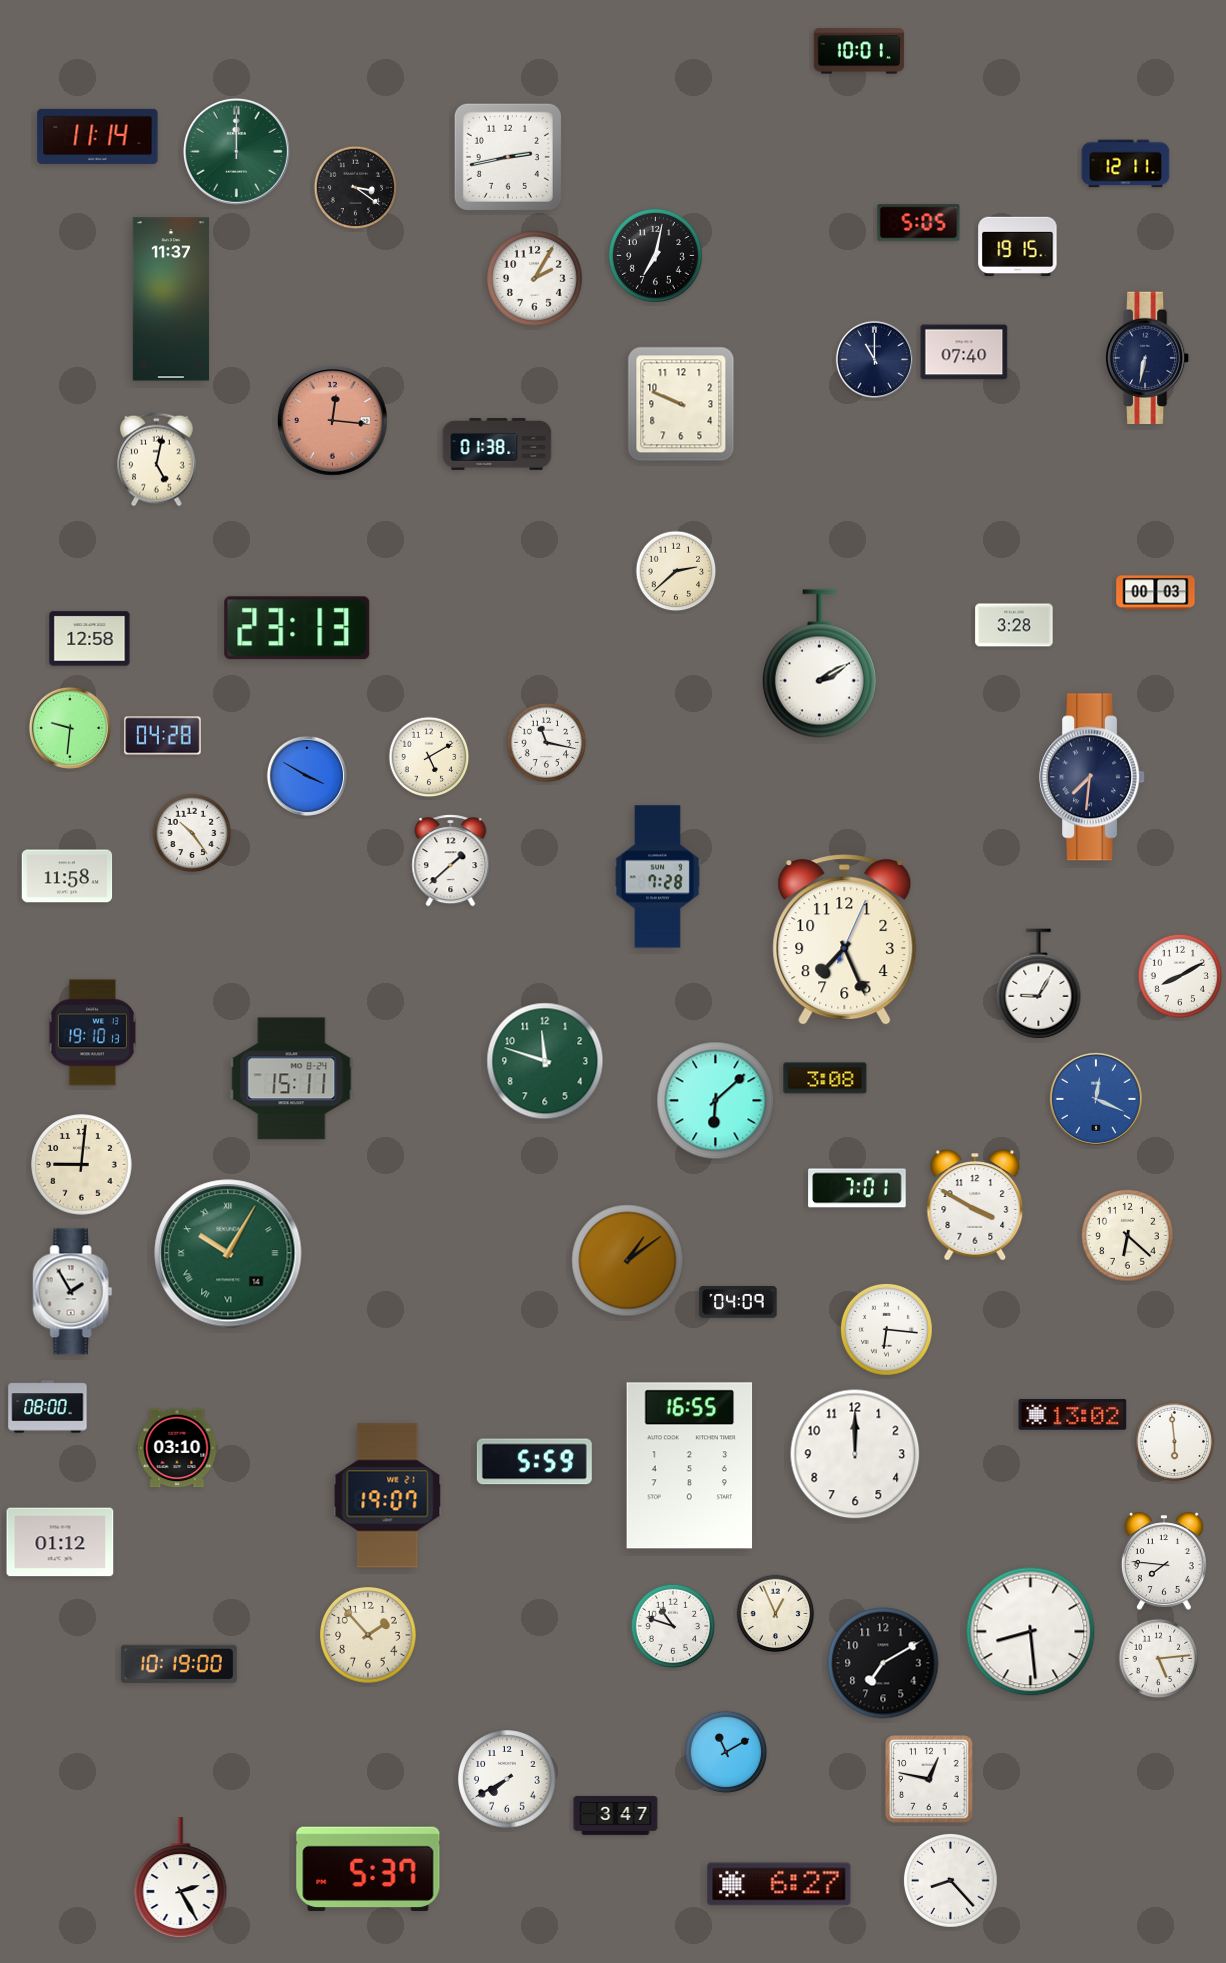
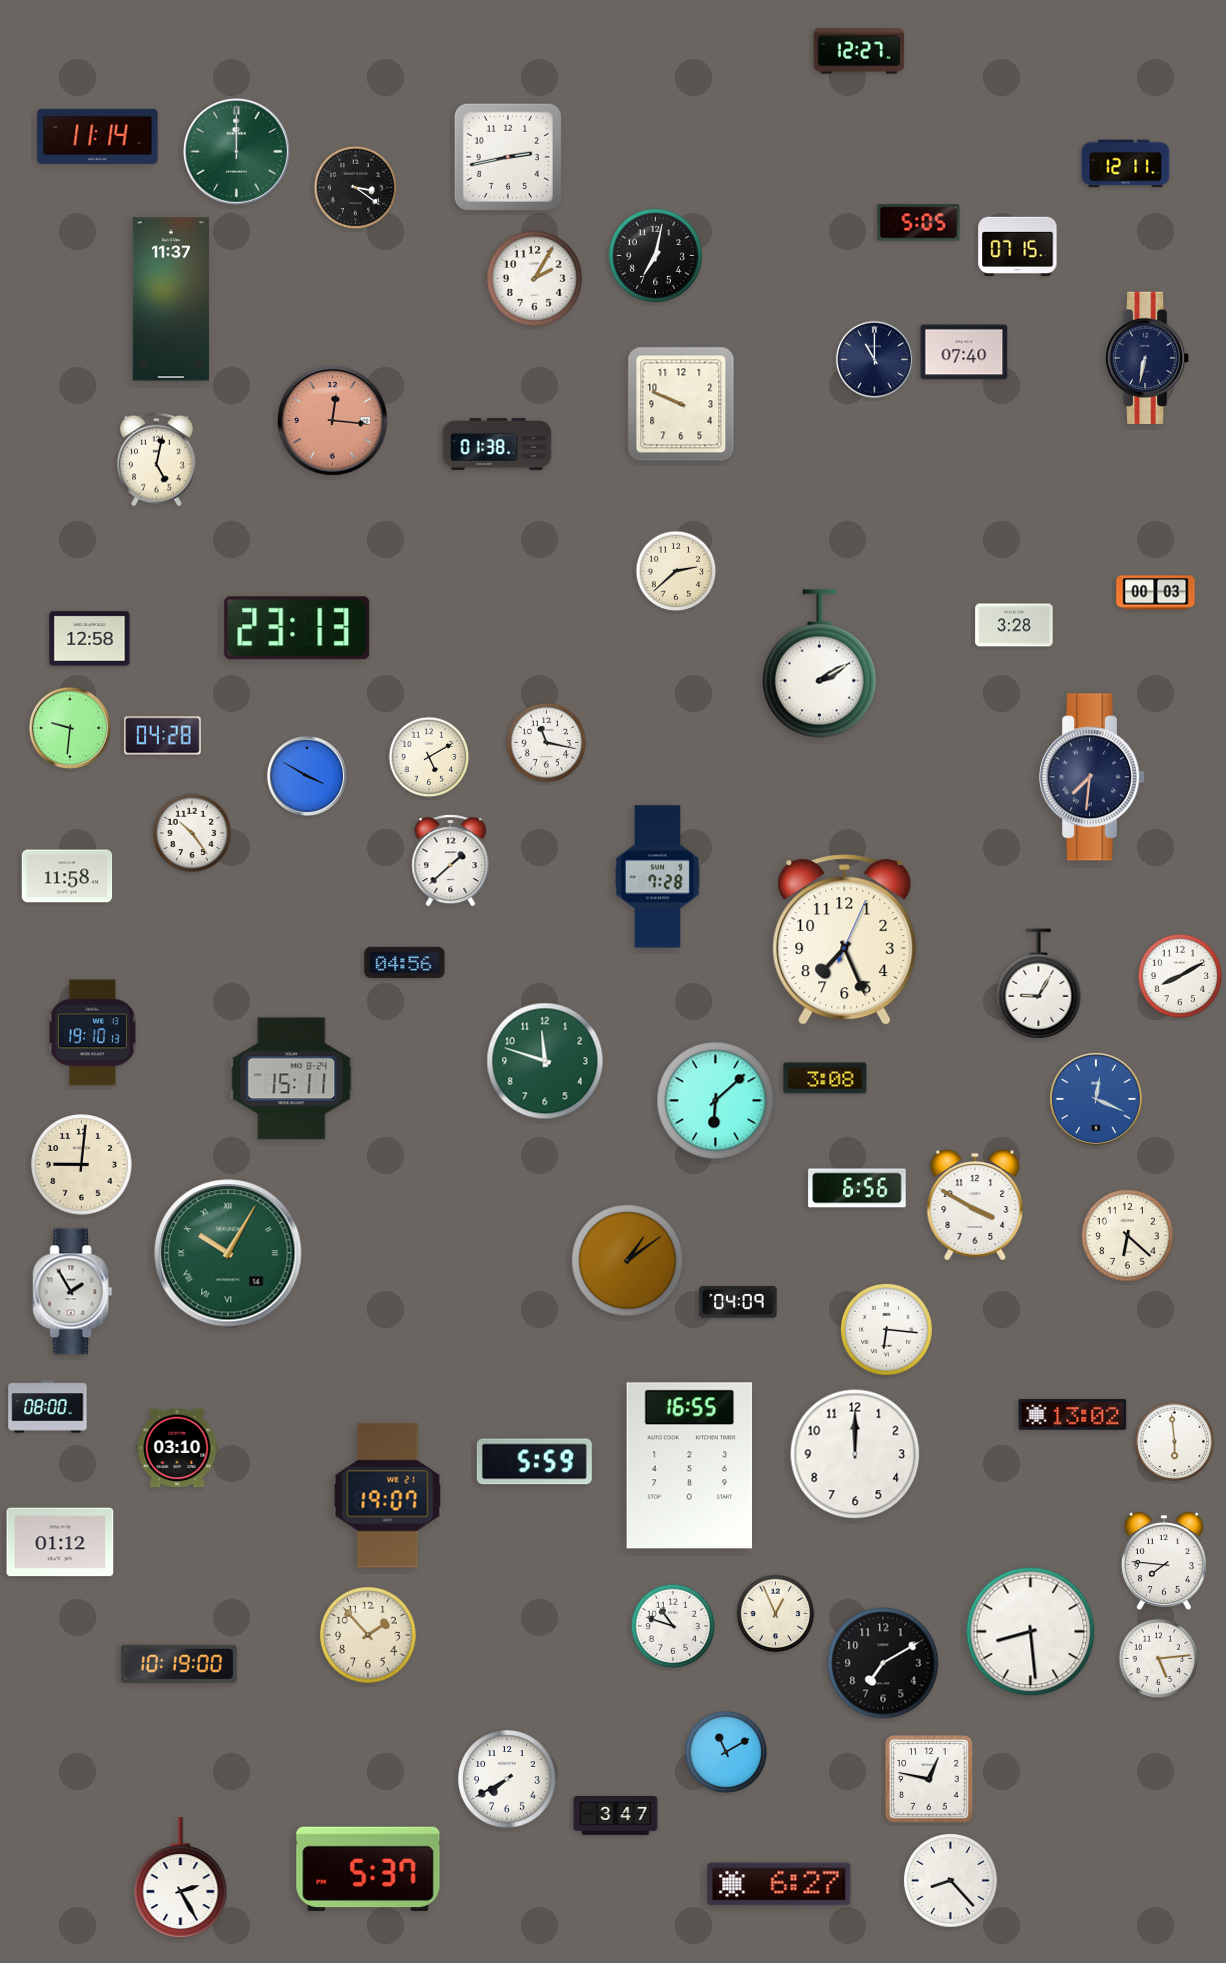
clock at (859, 51): 10:01 -> 12:27
clock at (1018, 246): 19:15 -> 07:15
clock at (405, 962): none -> 04:56
clock at (857, 1188): 7:01 -> 6:56
